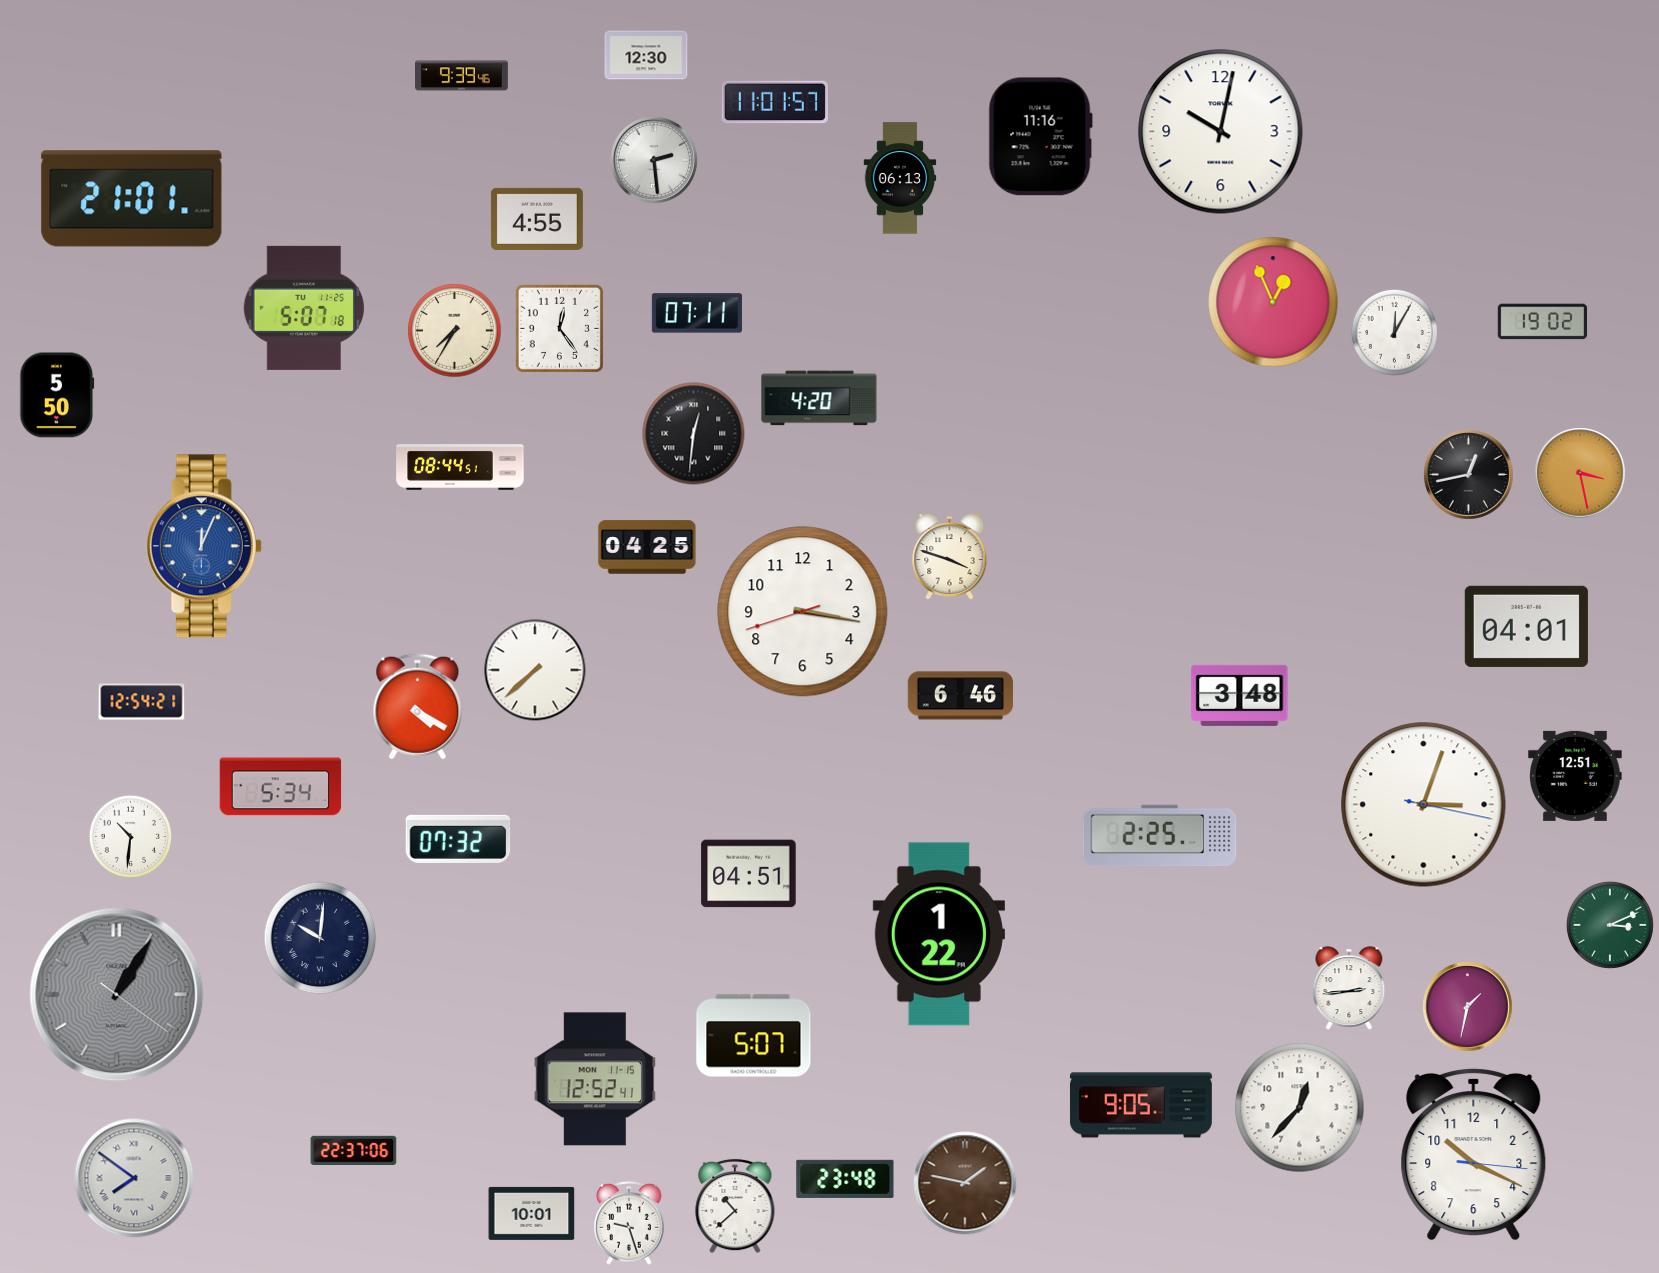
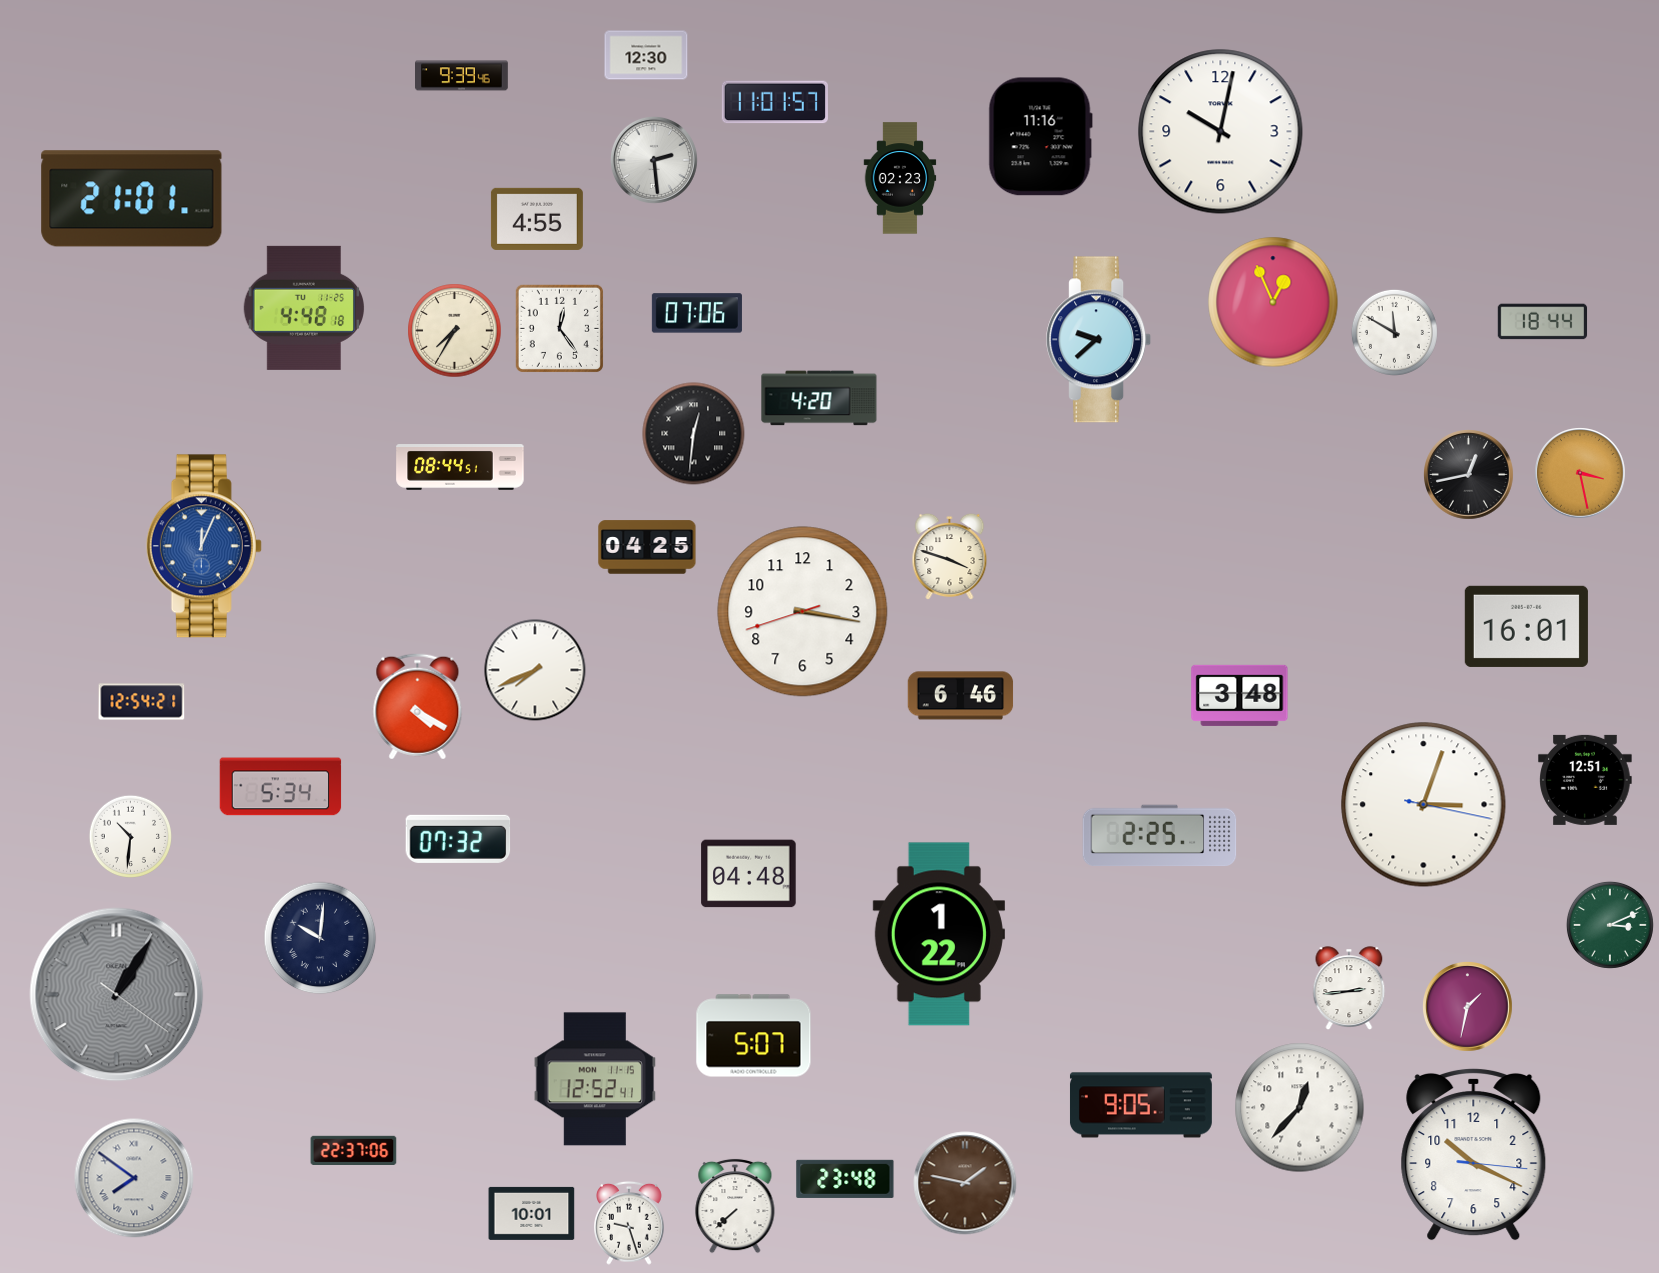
clock at (900, 178): 06:13 -> 02:23
clock at (303, 308): 5:07 -> 4:48
clock at (697, 313): 07:11 -> 07:06
clock at (1543, 322): 19:02 -> 18:44
clock at (1394, 332): 12:05 -> 11:50
clock at (1099, 340): none -> 9:38
clock at (57, 395): 5:50 -> none
clock at (1526, 626): 04:01 -> 16:01
clock at (535, 670): 7:38 -> 7:41
clock at (1575, 776) position: (1575, 776) -> (1585, 780)
clock at (749, 874): 04:51 -> 04:48
clock at (735, 1206): 10:38 -> 7:38
